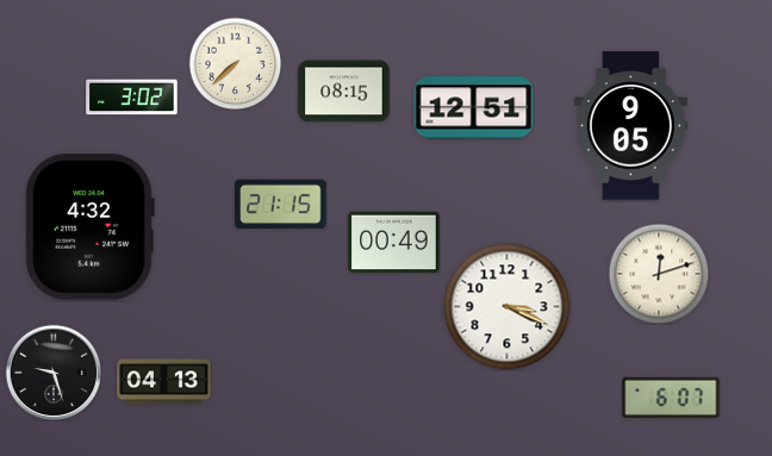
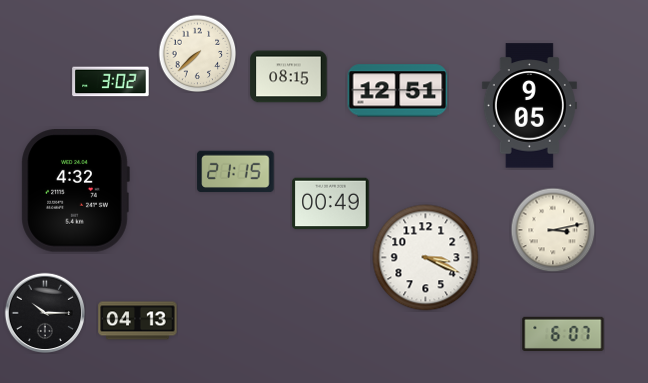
clock at (659, 274): 12:12 -> 3:13
clock at (54, 373): 9:27 -> 10:15
